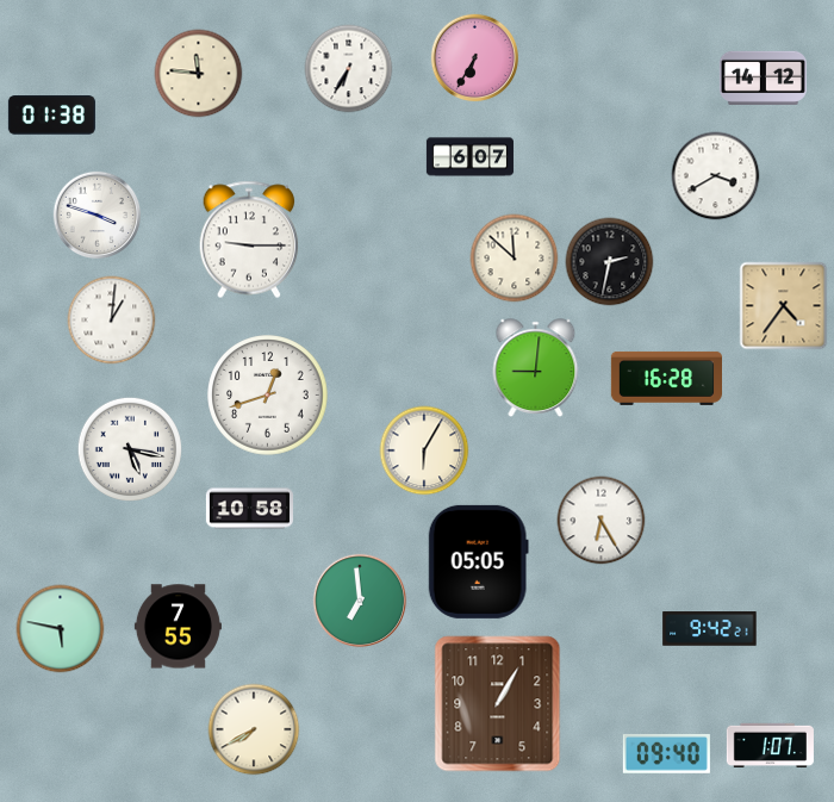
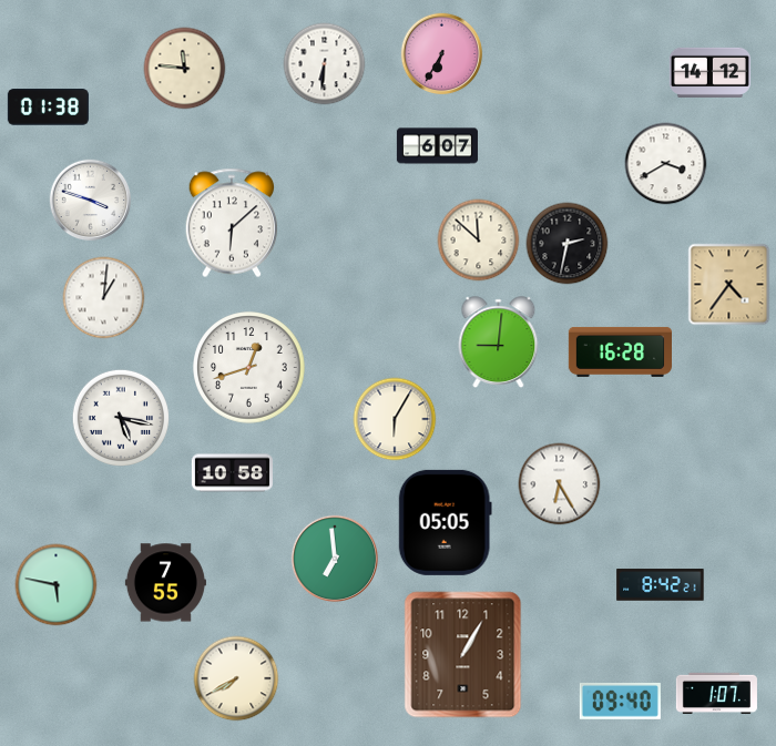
clock at (349, 69): 6:35 -> 6:31
clock at (249, 240): 9:15 -> 6:08
clock at (710, 629): 9:42 -> 8:42
